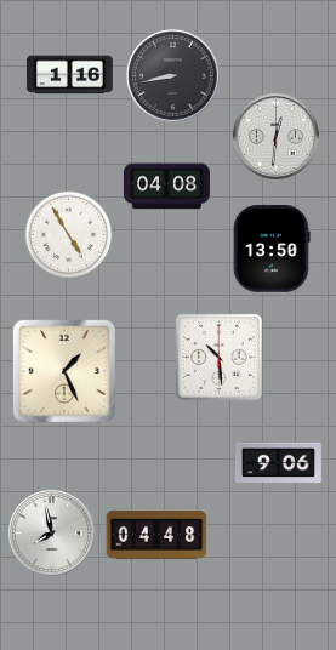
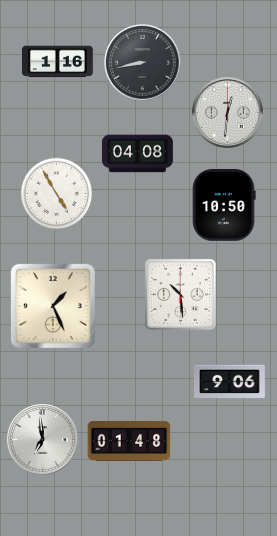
clock at (272, 250): 13:50 -> 10:50
clock at (51, 532): 7:58 -> 6:59
clock at (156, 535): 04:48 -> 01:48
